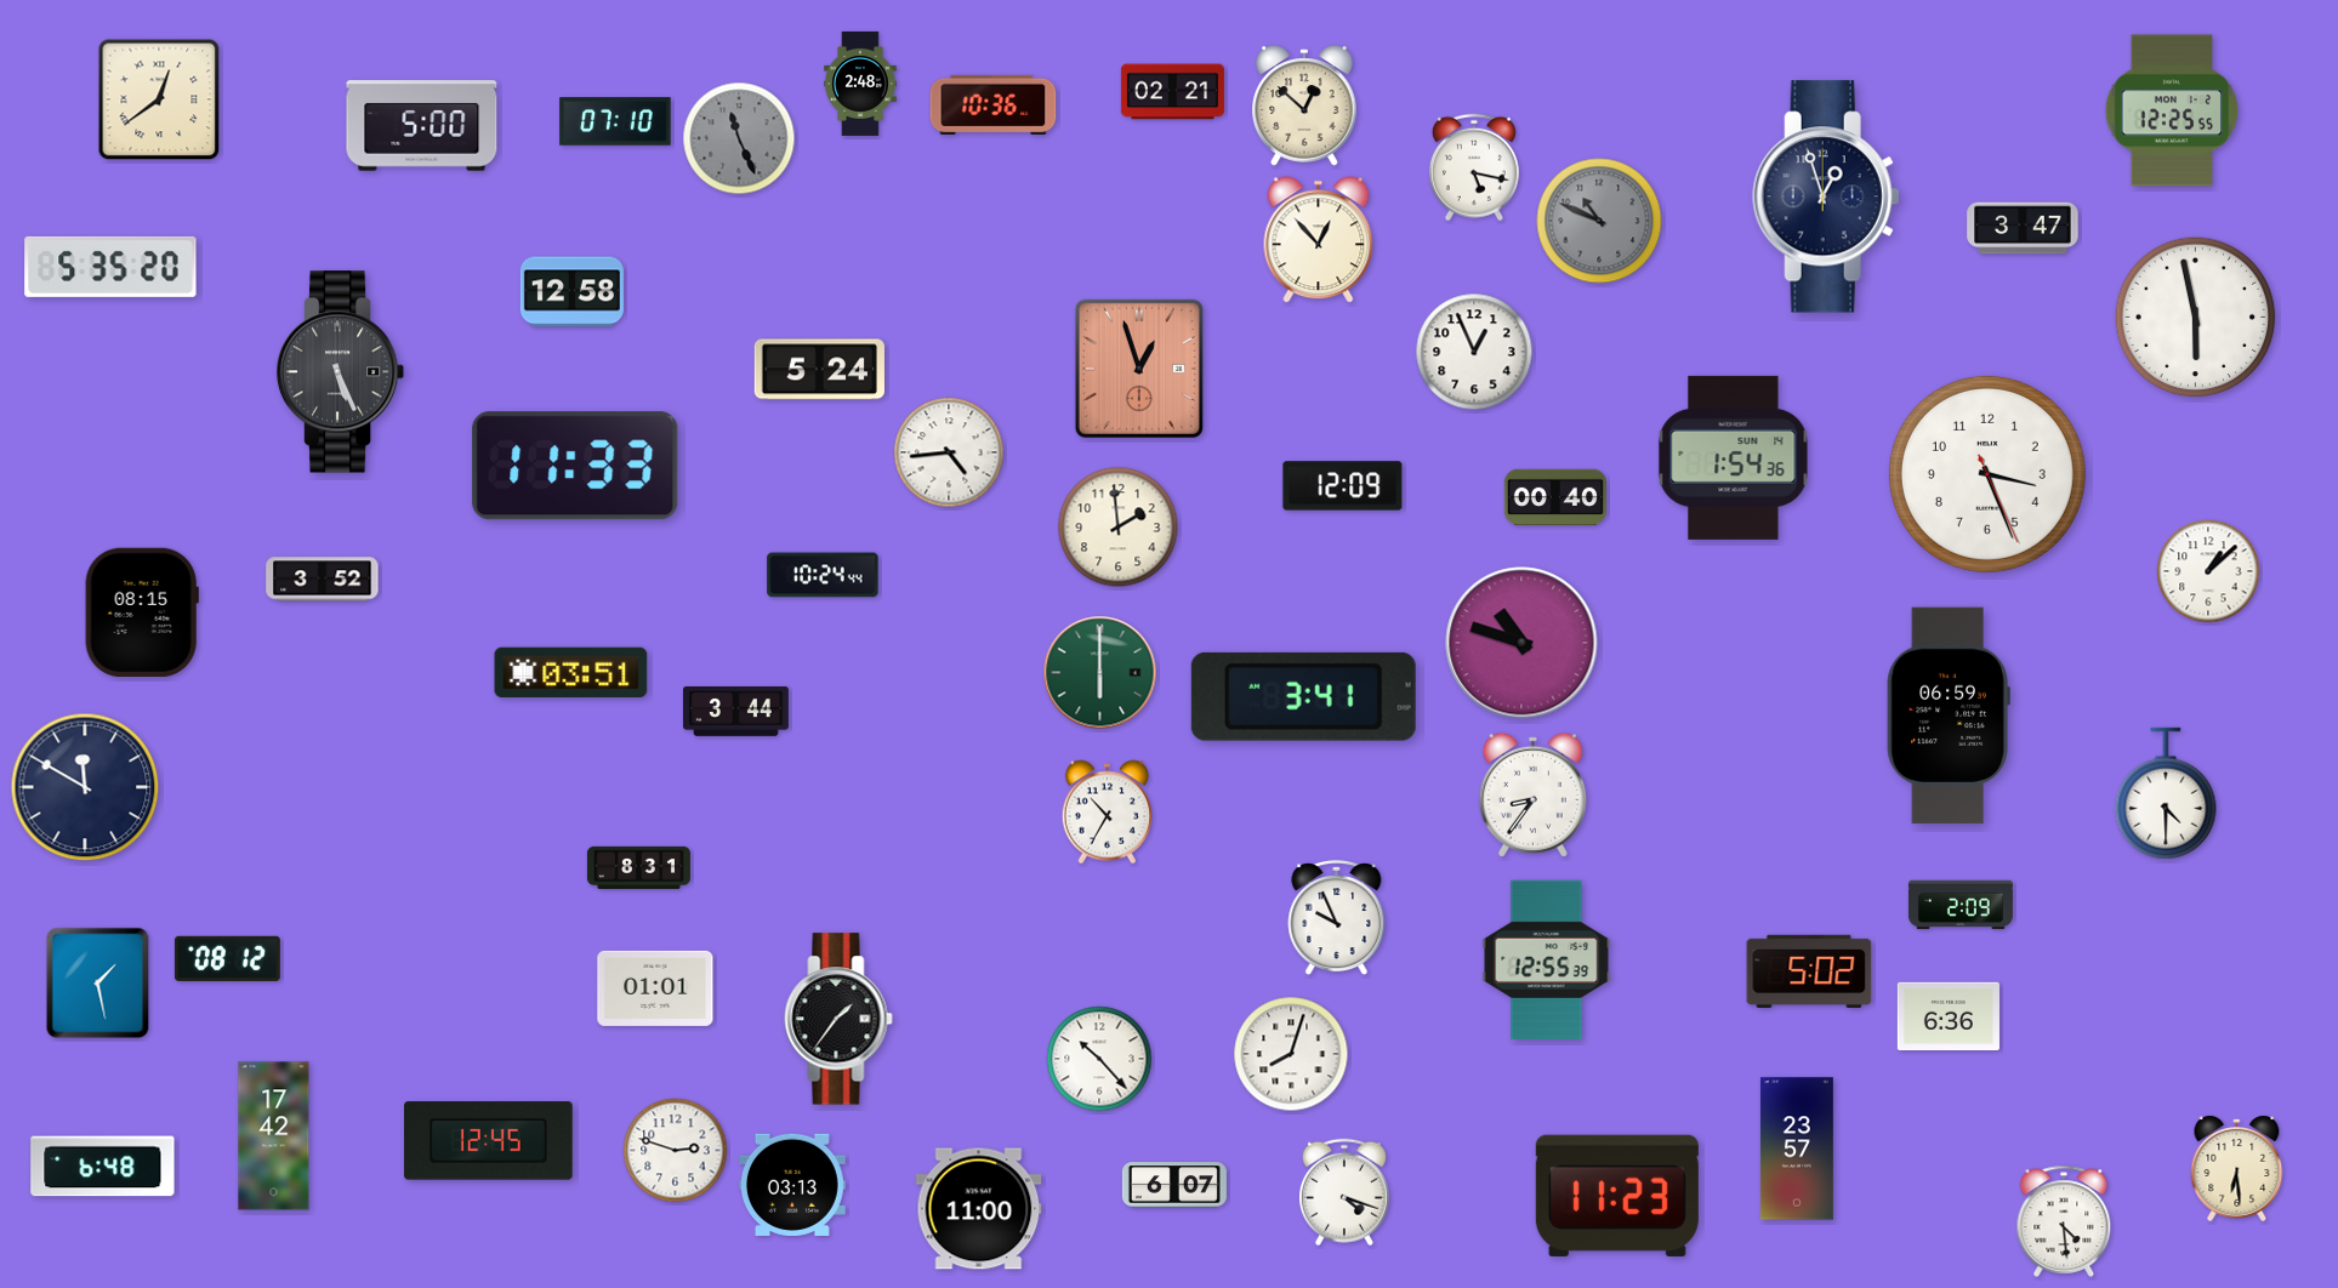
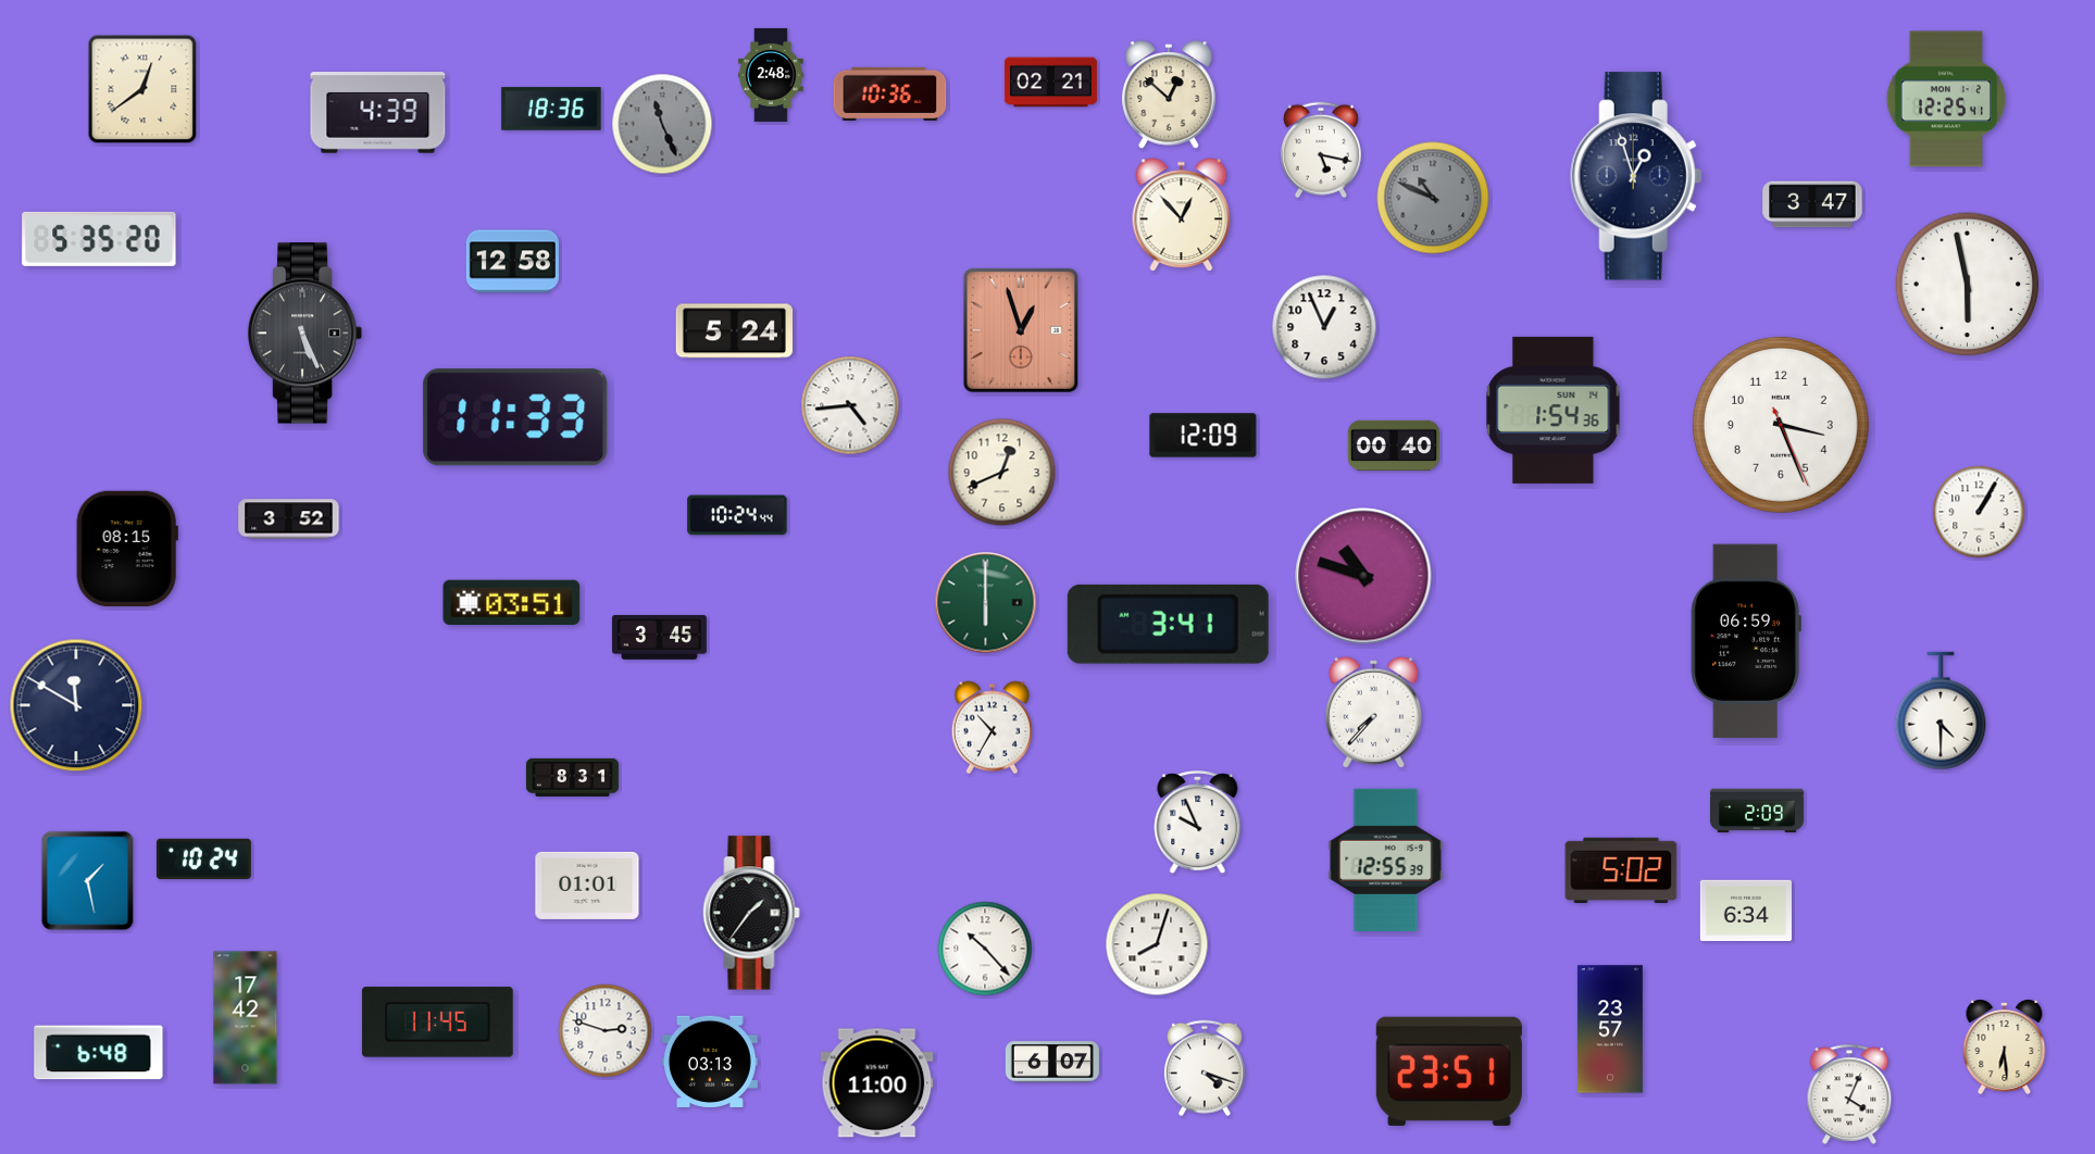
clock at (2172, 110): 12:25:55 -> 12:25:41
clock at (615, 121): 07:10 -> 18:36
clock at (422, 126): 5:00 -> 4:39
clock at (1474, 352) position: (1474, 352) -> (1324, 327)
clock at (1119, 528): 1:59 -> 12:41
clock at (2208, 571): 1:08 -> 1:05
clock at (735, 712): 3:44 -> 3:45
clock at (1532, 794): 8:36 -> 7:37
clock at (227, 958): 08:12 -> 10:24
clock at (1949, 1015): 6:36 -> 6:34
clock at (489, 1141): 12:45 -> 11:45
clock at (103, 1167) position: (103, 1167) -> (99, 1053)
clock at (1617, 1196): 11:23 -> 23:51
clock at (2064, 1221): 4:29 -> 4:04
